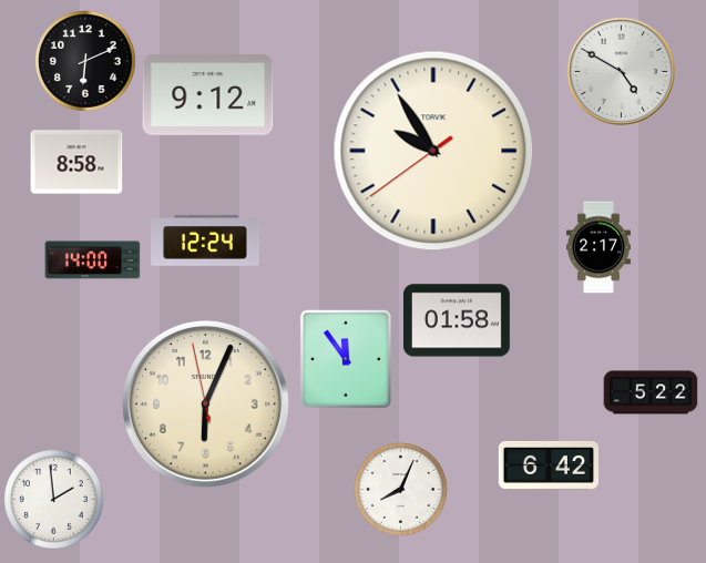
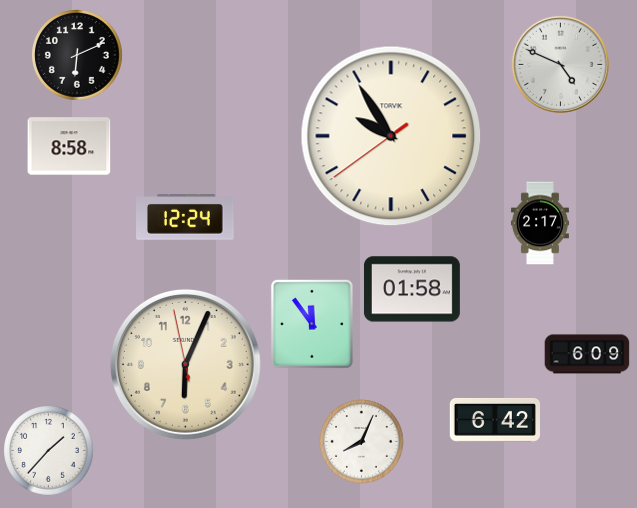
clock at (621, 71): 4:50 -> 4:49
clock at (208, 94): 9:12 -> none
clock at (93, 260): 14:00 -> none
clock at (651, 392): 5:22 -> 6:09
clock at (54, 500): 1:59 -> 1:37
